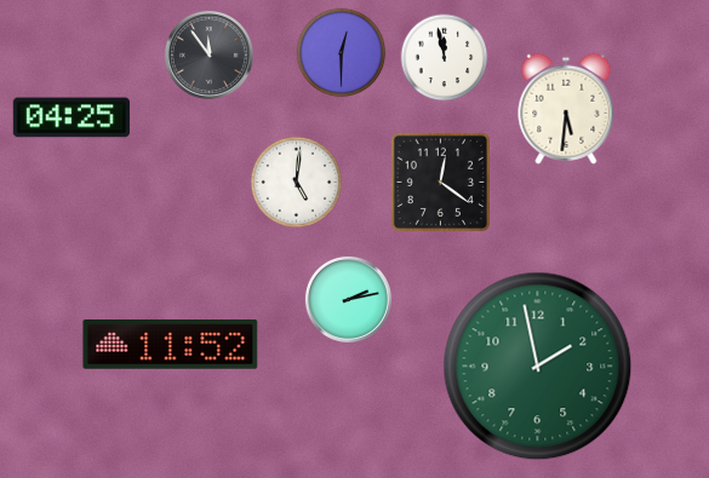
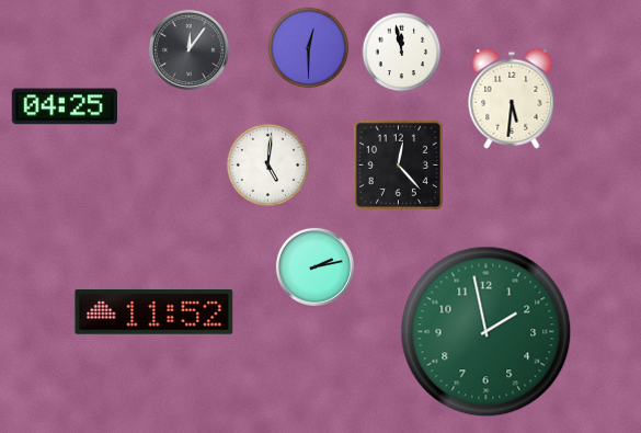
clock at (208, 54): 11:54 -> 12:06
clock at (440, 182): 12:21 -> 12:23
clock at (348, 299) position: (348, 299) -> (314, 266)
